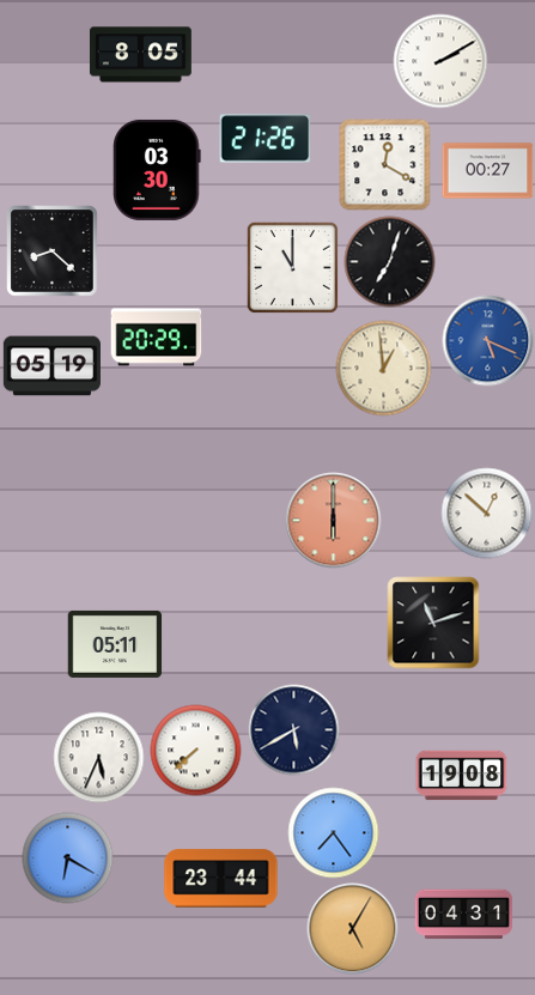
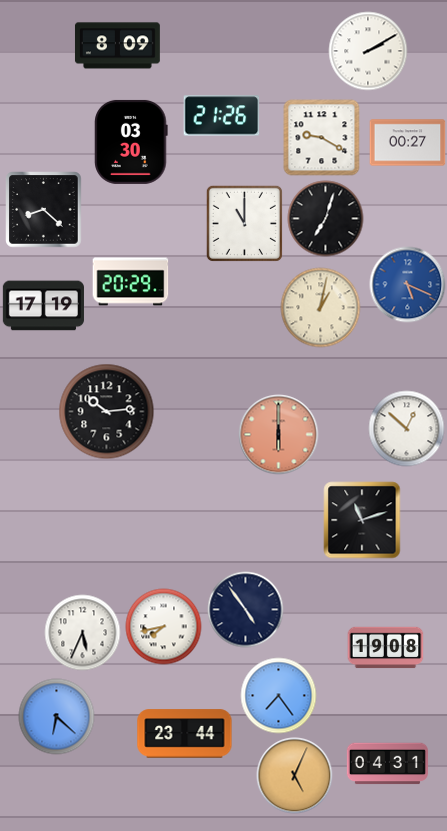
clock at (140, 55): 8:05 -> 8:09
clock at (385, 165): 12:20 -> 9:20
clock at (51, 366): 05:19 -> 17:19
clock at (384, 369): 12:59 -> 1:02
clock at (107, 412): none -> 10:14
clock at (115, 644): 05:11 -> none
clock at (294, 730): 5:40 -> 4:54
clock at (196, 751): 7:38 -> 7:43
clock at (68, 859): 6:20 -> 6:22
clock at (353, 929): 5:05 -> 5:04
